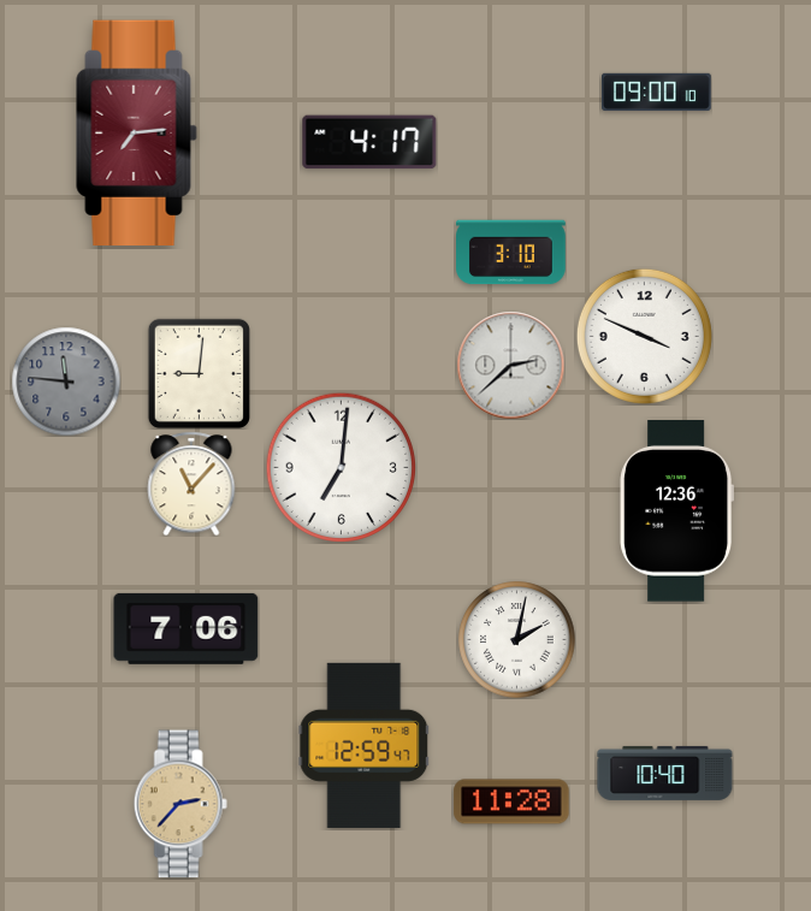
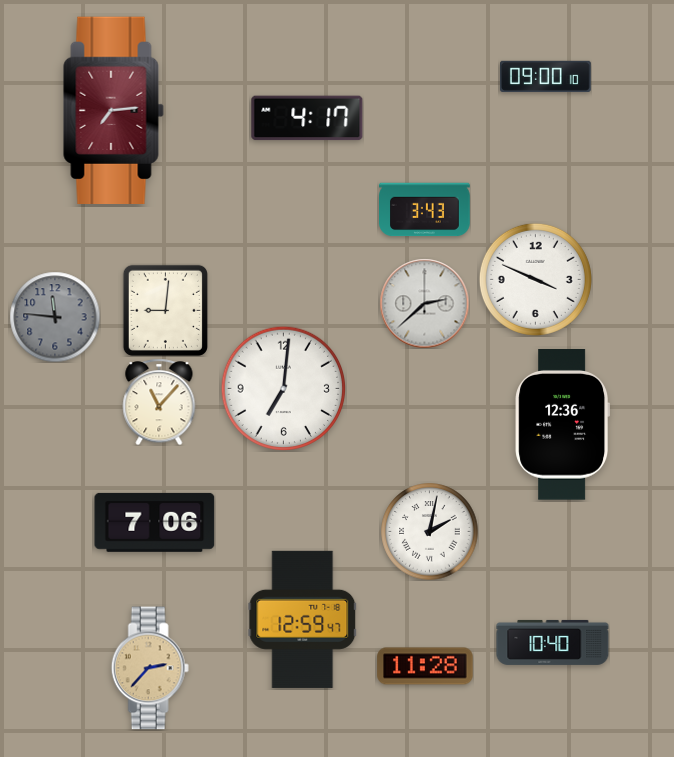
clock at (511, 253): 3:10 -> 3:43
